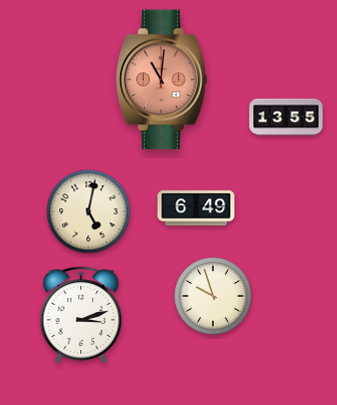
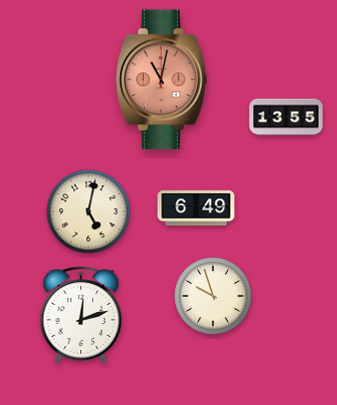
clock at (161, 80): 11:01 -> 11:02
clock at (81, 315): 3:12 -> 12:12
